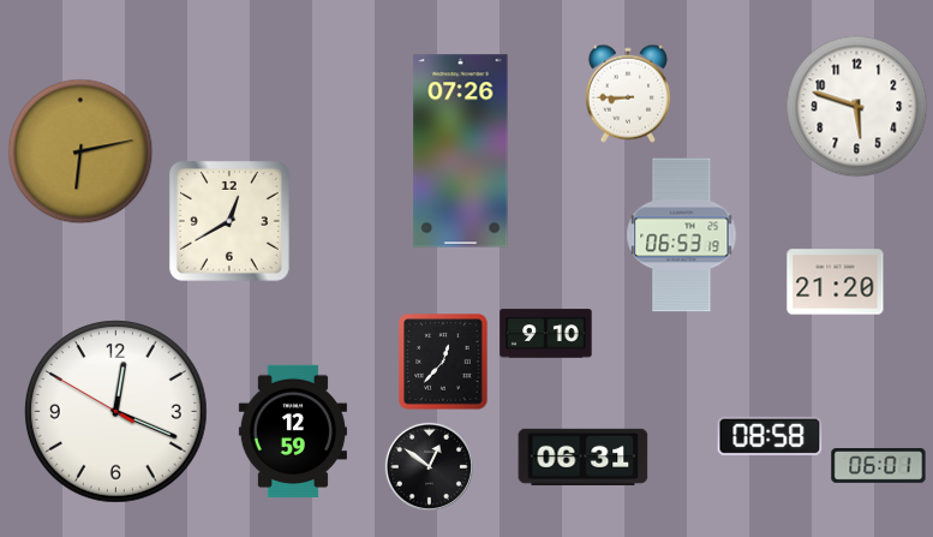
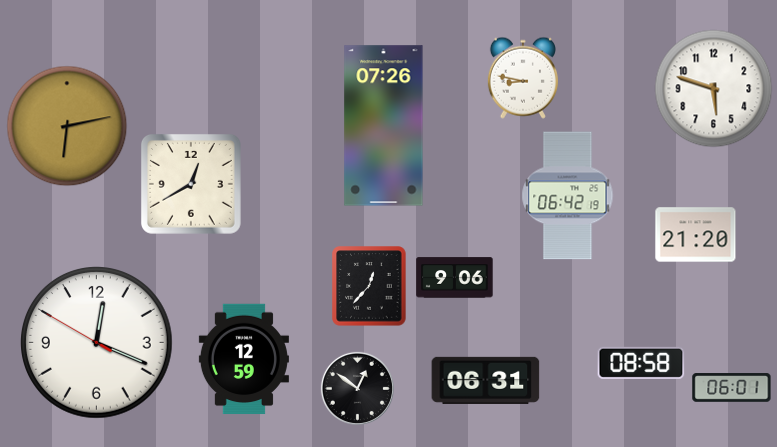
clock at (628, 94): 8:45 -> 8:47
clock at (682, 235): 06:53 -> 06:42
clock at (546, 334): 9:10 -> 9:06
clock at (443, 362) position: (443, 362) -> (369, 286)
